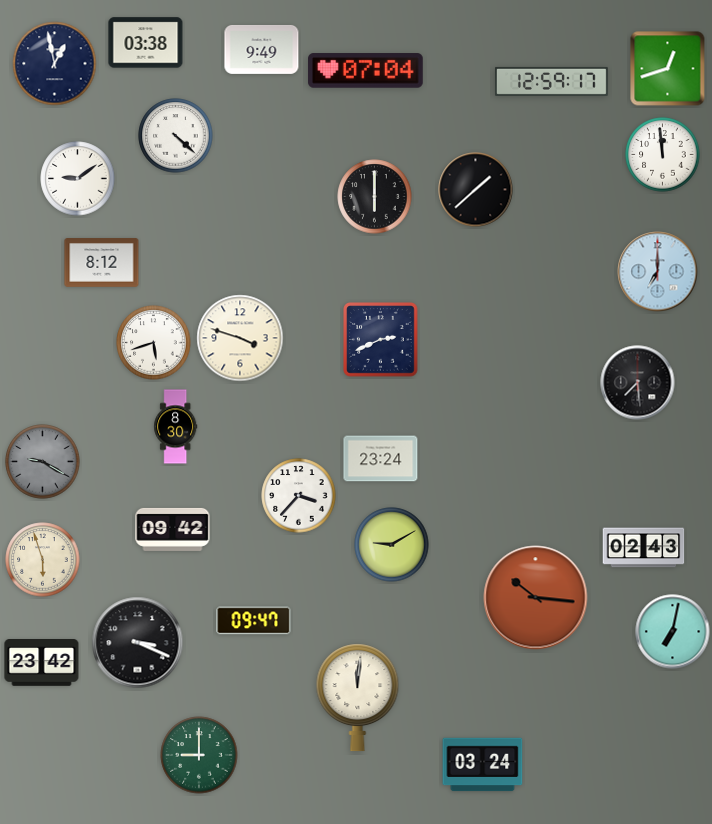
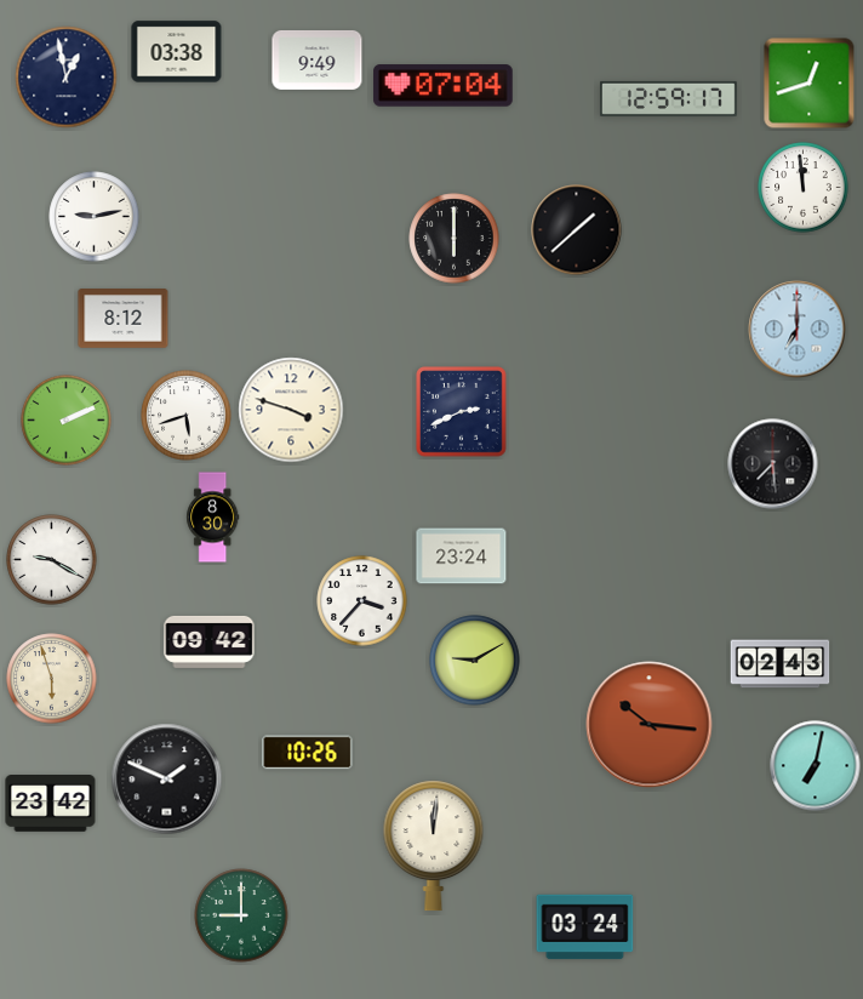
clock at (176, 136): 4:22 -> none
clock at (78, 179): 9:09 -> 9:13
clock at (67, 421): none -> 2:11
clock at (43, 462) dial: grey -> white
clock at (254, 621): 09:47 -> 10:26
clock at (138, 643): 3:19 -> 1:49
